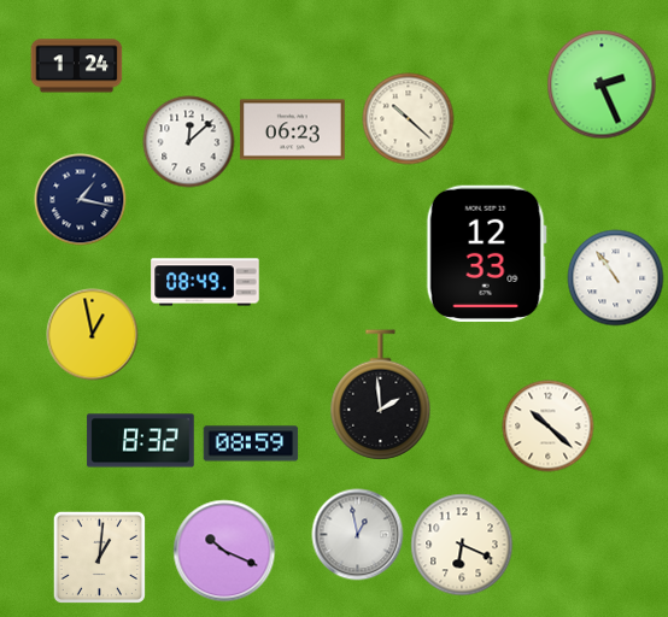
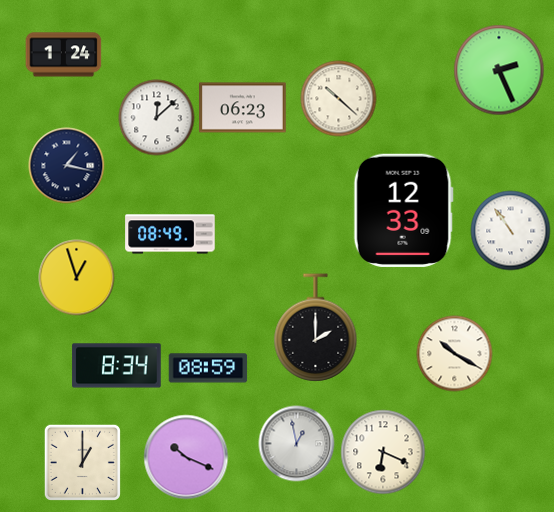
clock at (93, 335): 12:58 -> 12:57
clock at (381, 395): 1:59 -> 2:00
clock at (549, 427): 10:22 -> 10:20
clock at (141, 441): 8:32 -> 8:34
clock at (99, 557): 1:01 -> 1:00
